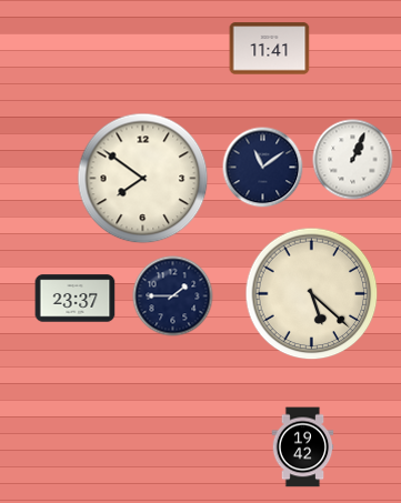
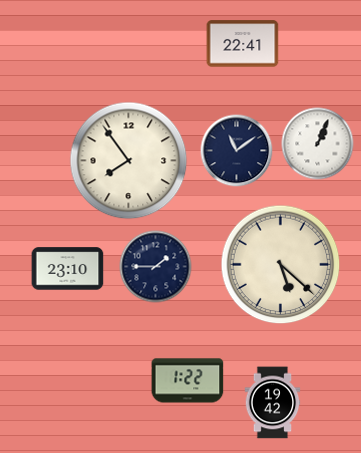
clock at (270, 49): 11:41 -> 22:41
clock at (143, 179): 7:51 -> 7:54
clock at (76, 299): 23:37 -> 23:10
clock at (188, 381): none -> 1:22
